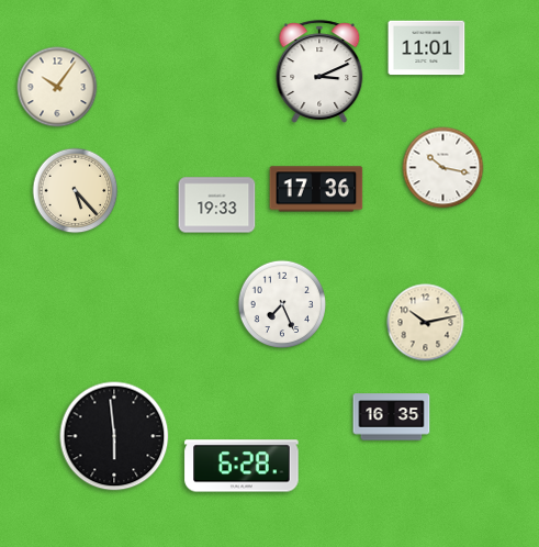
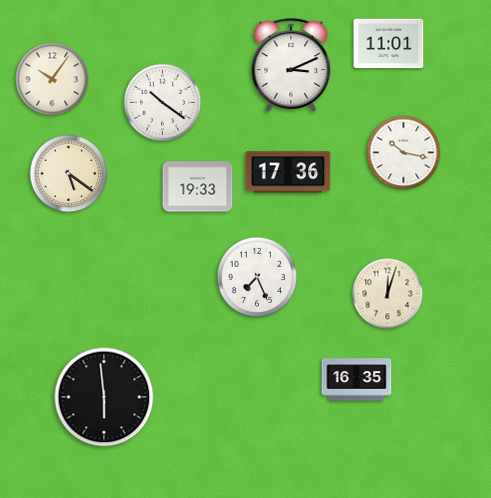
clock at (163, 103): none -> 10:21
clock at (76, 191): 5:23 -> 5:21
clock at (426, 323): 10:13 -> 12:03
clock at (242, 466): 6:28 -> none
